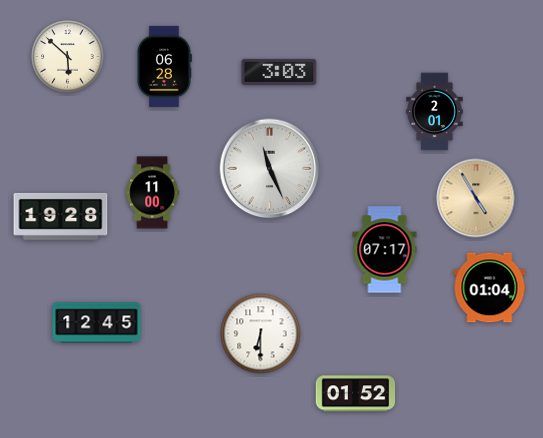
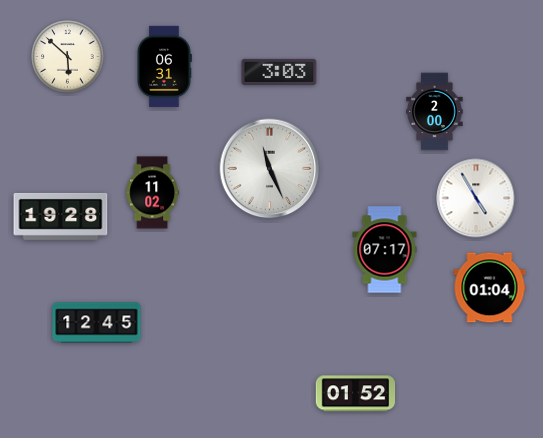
clock at (164, 66): 06:28 -> 06:31
clock at (435, 112): 2:01 -> 2:00
clock at (153, 193): 11:00 -> 11:02
clock at (476, 198) dial: champagne -> white
clock at (261, 334): 6:30 -> none
